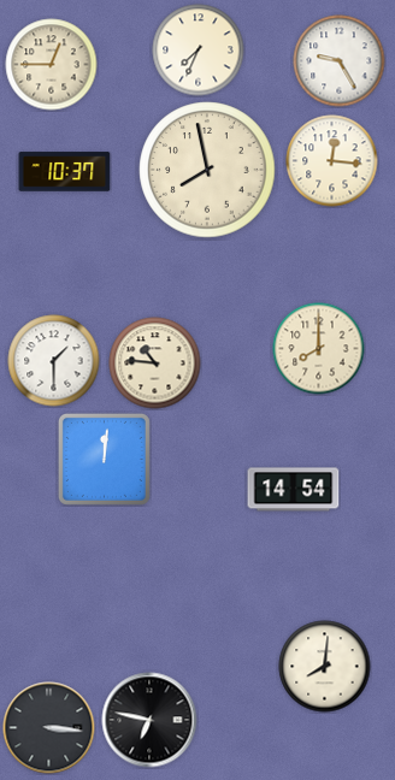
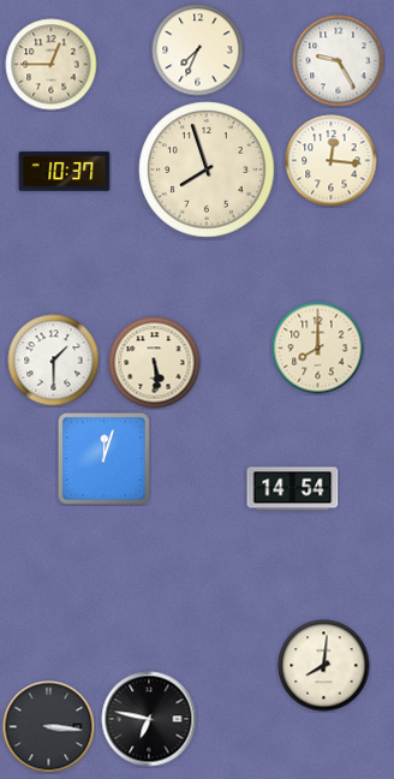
clock at (207, 170): 7:58 -> 7:57
clock at (155, 364): 10:46 -> 5:29
clock at (104, 459): 12:01 -> 12:03
